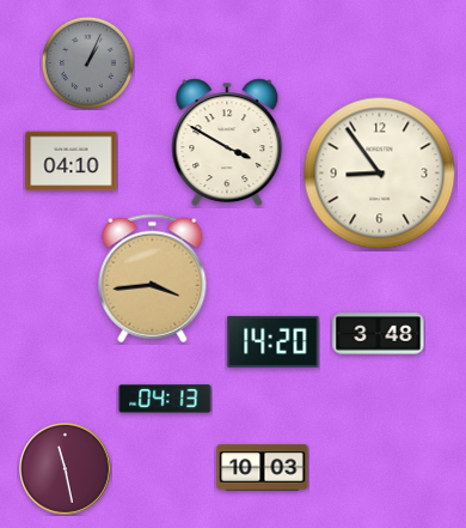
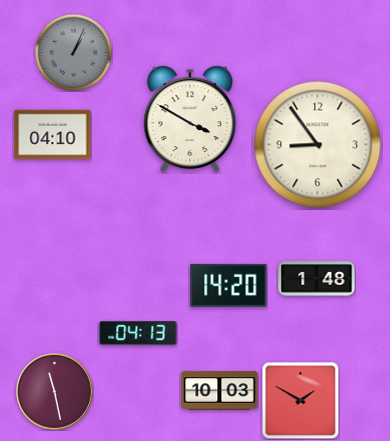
clock at (72, 162) position: (72, 162) -> (53, 135)
clock at (153, 279): 3:44 -> none
clock at (379, 334): 3:48 -> 1:48
clock at (300, 400): none -> 1:50
